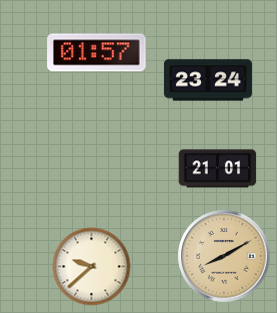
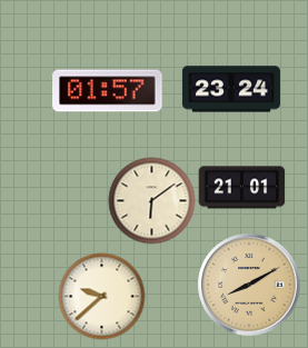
clock at (97, 53) position: (97, 53) -> (108, 91)
clock at (151, 200): none -> 6:09
